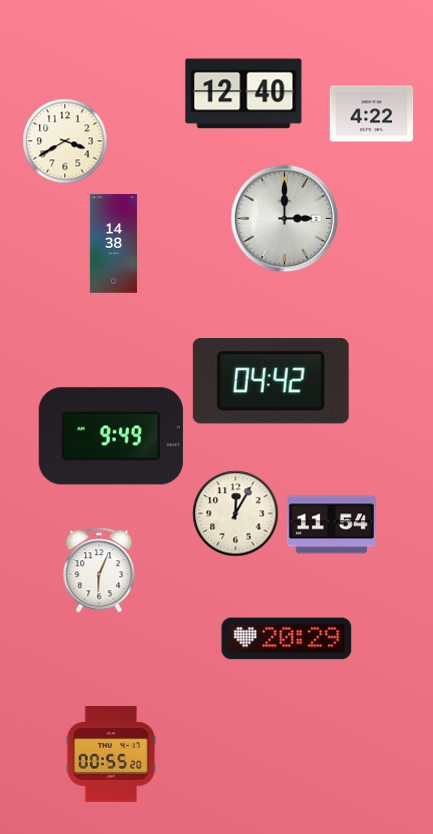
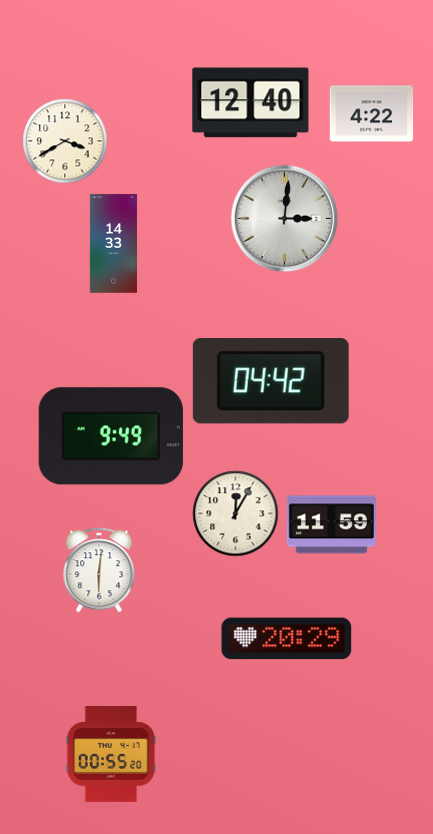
clock at (244, 94) position: (244, 94) -> (251, 103)
clock at (284, 218): 3:00 -> 3:01
clock at (113, 244): 14:38 -> 14:33
clock at (331, 525): 11:54 -> 11:59
clock at (99, 570): 6:04 -> 6:01
